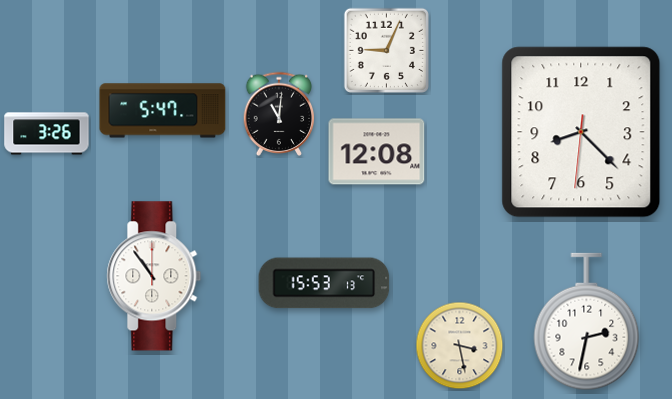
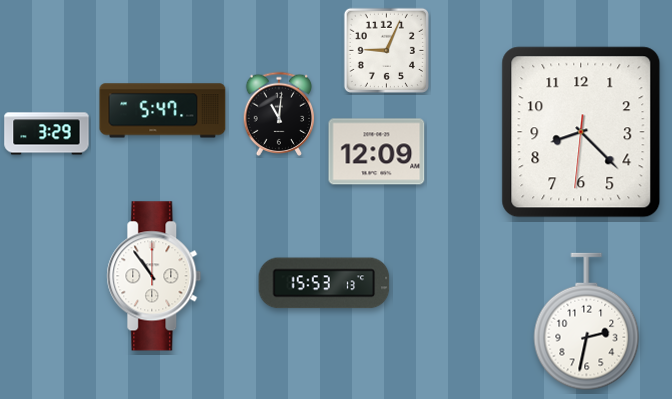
clock at (47, 134): 3:26 -> 3:29
clock at (377, 152): 12:08 -> 12:09
clock at (460, 346): 3:28 -> none
